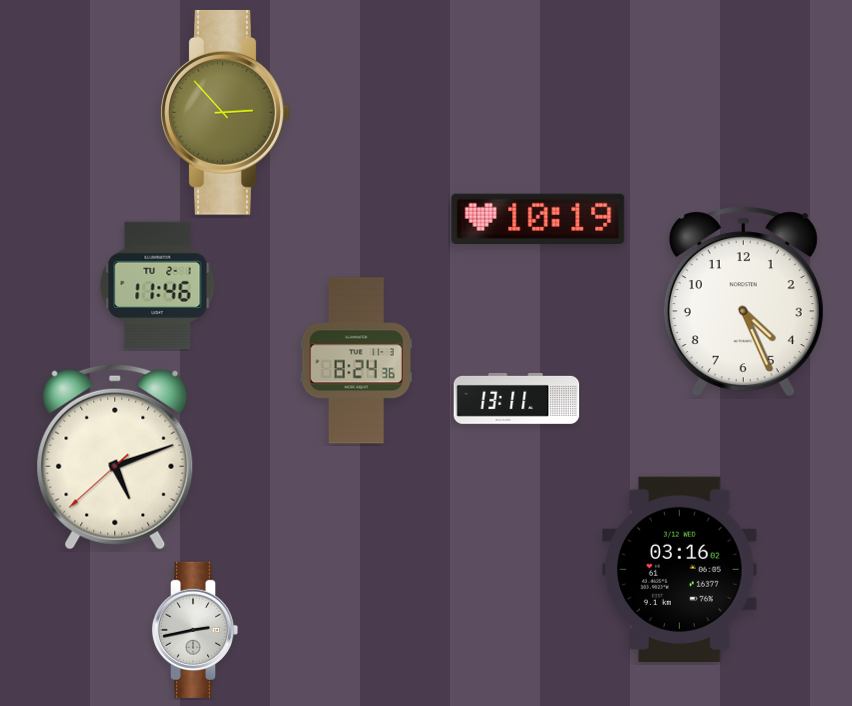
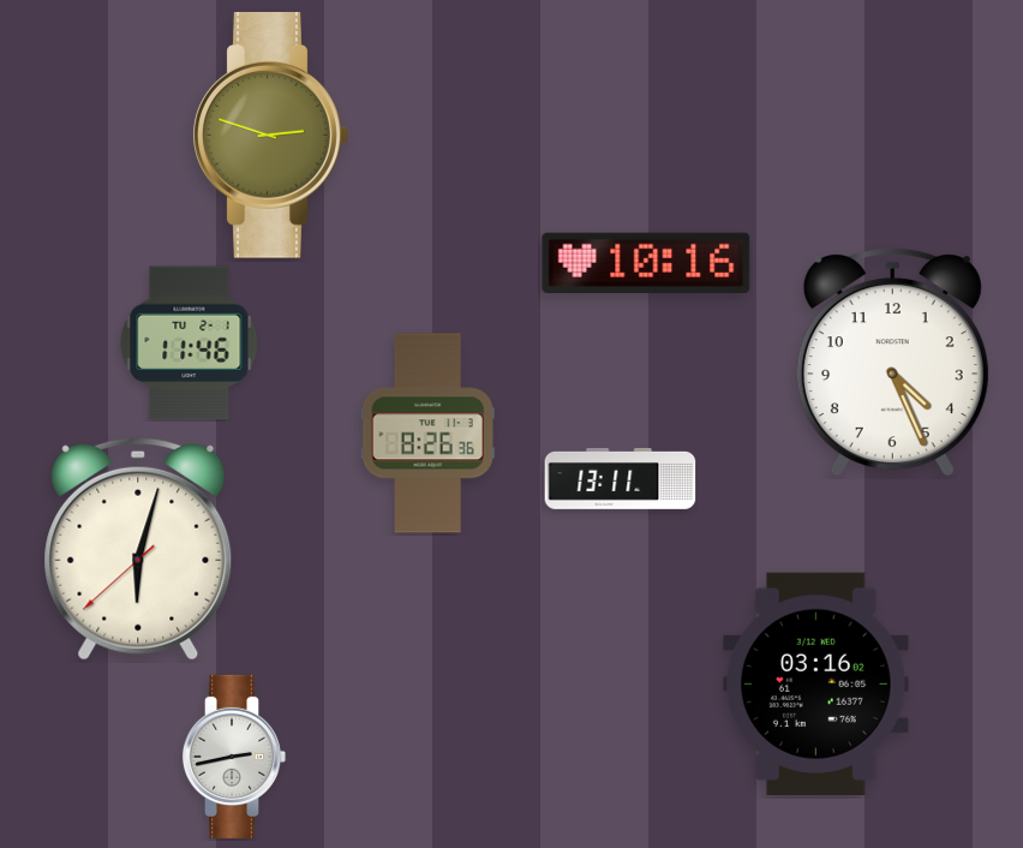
clock at (225, 112): 2:53 -> 2:48
clock at (538, 218): 10:19 -> 10:16
clock at (356, 361): 8:24 -> 8:26
clock at (115, 457): 5:11 -> 6:02
